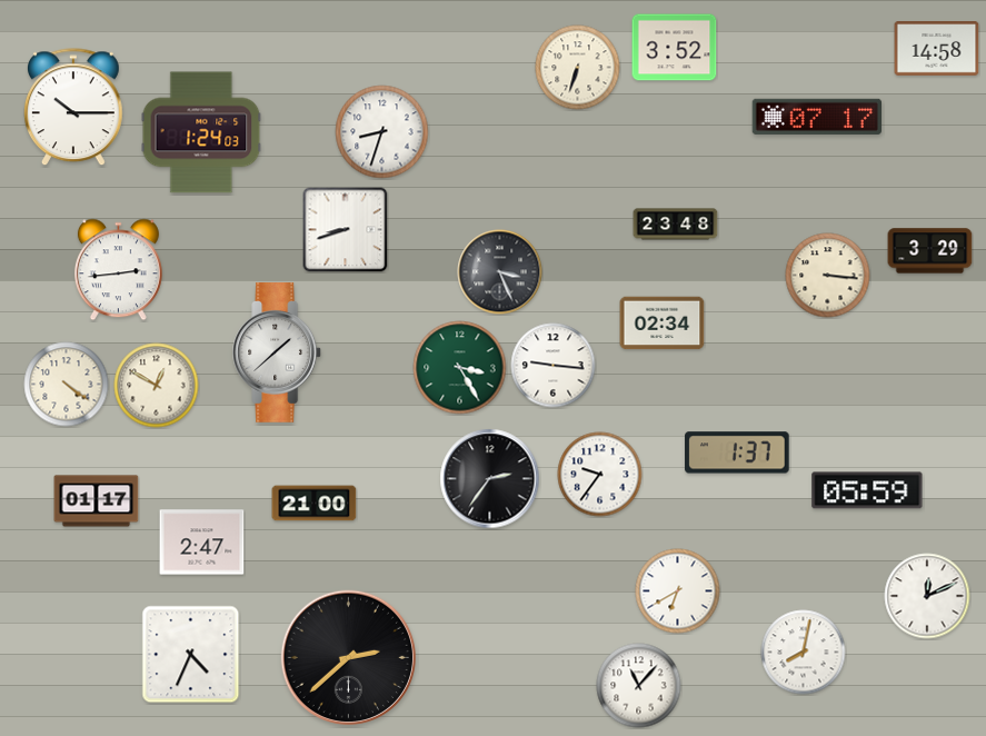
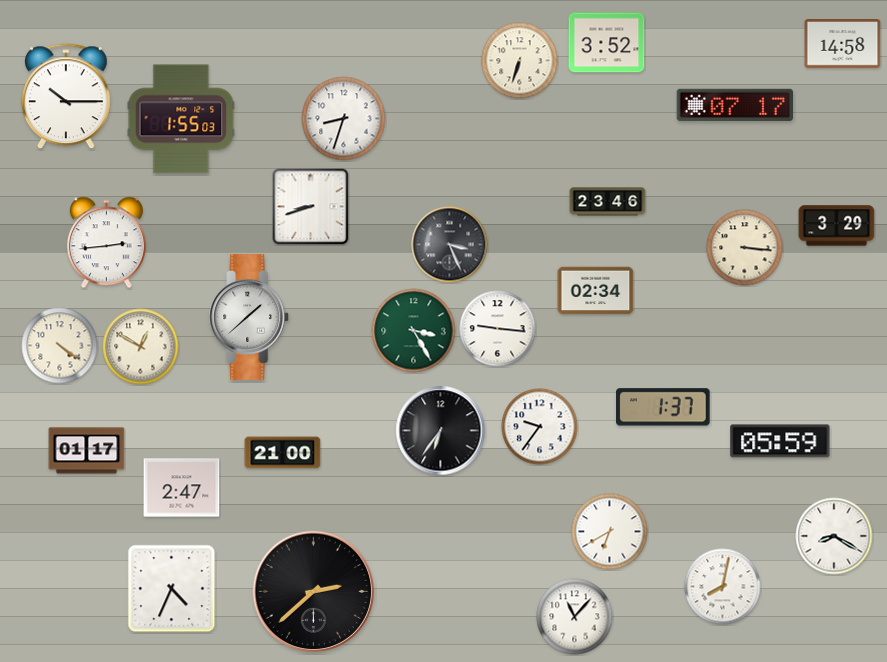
clock at (201, 132): 1:24 -> 1:55
clock at (676, 225): 23:48 -> 23:46
clock at (490, 479): 2:36 -> 6:36
clock at (927, 596): 12:11 -> 8:20
